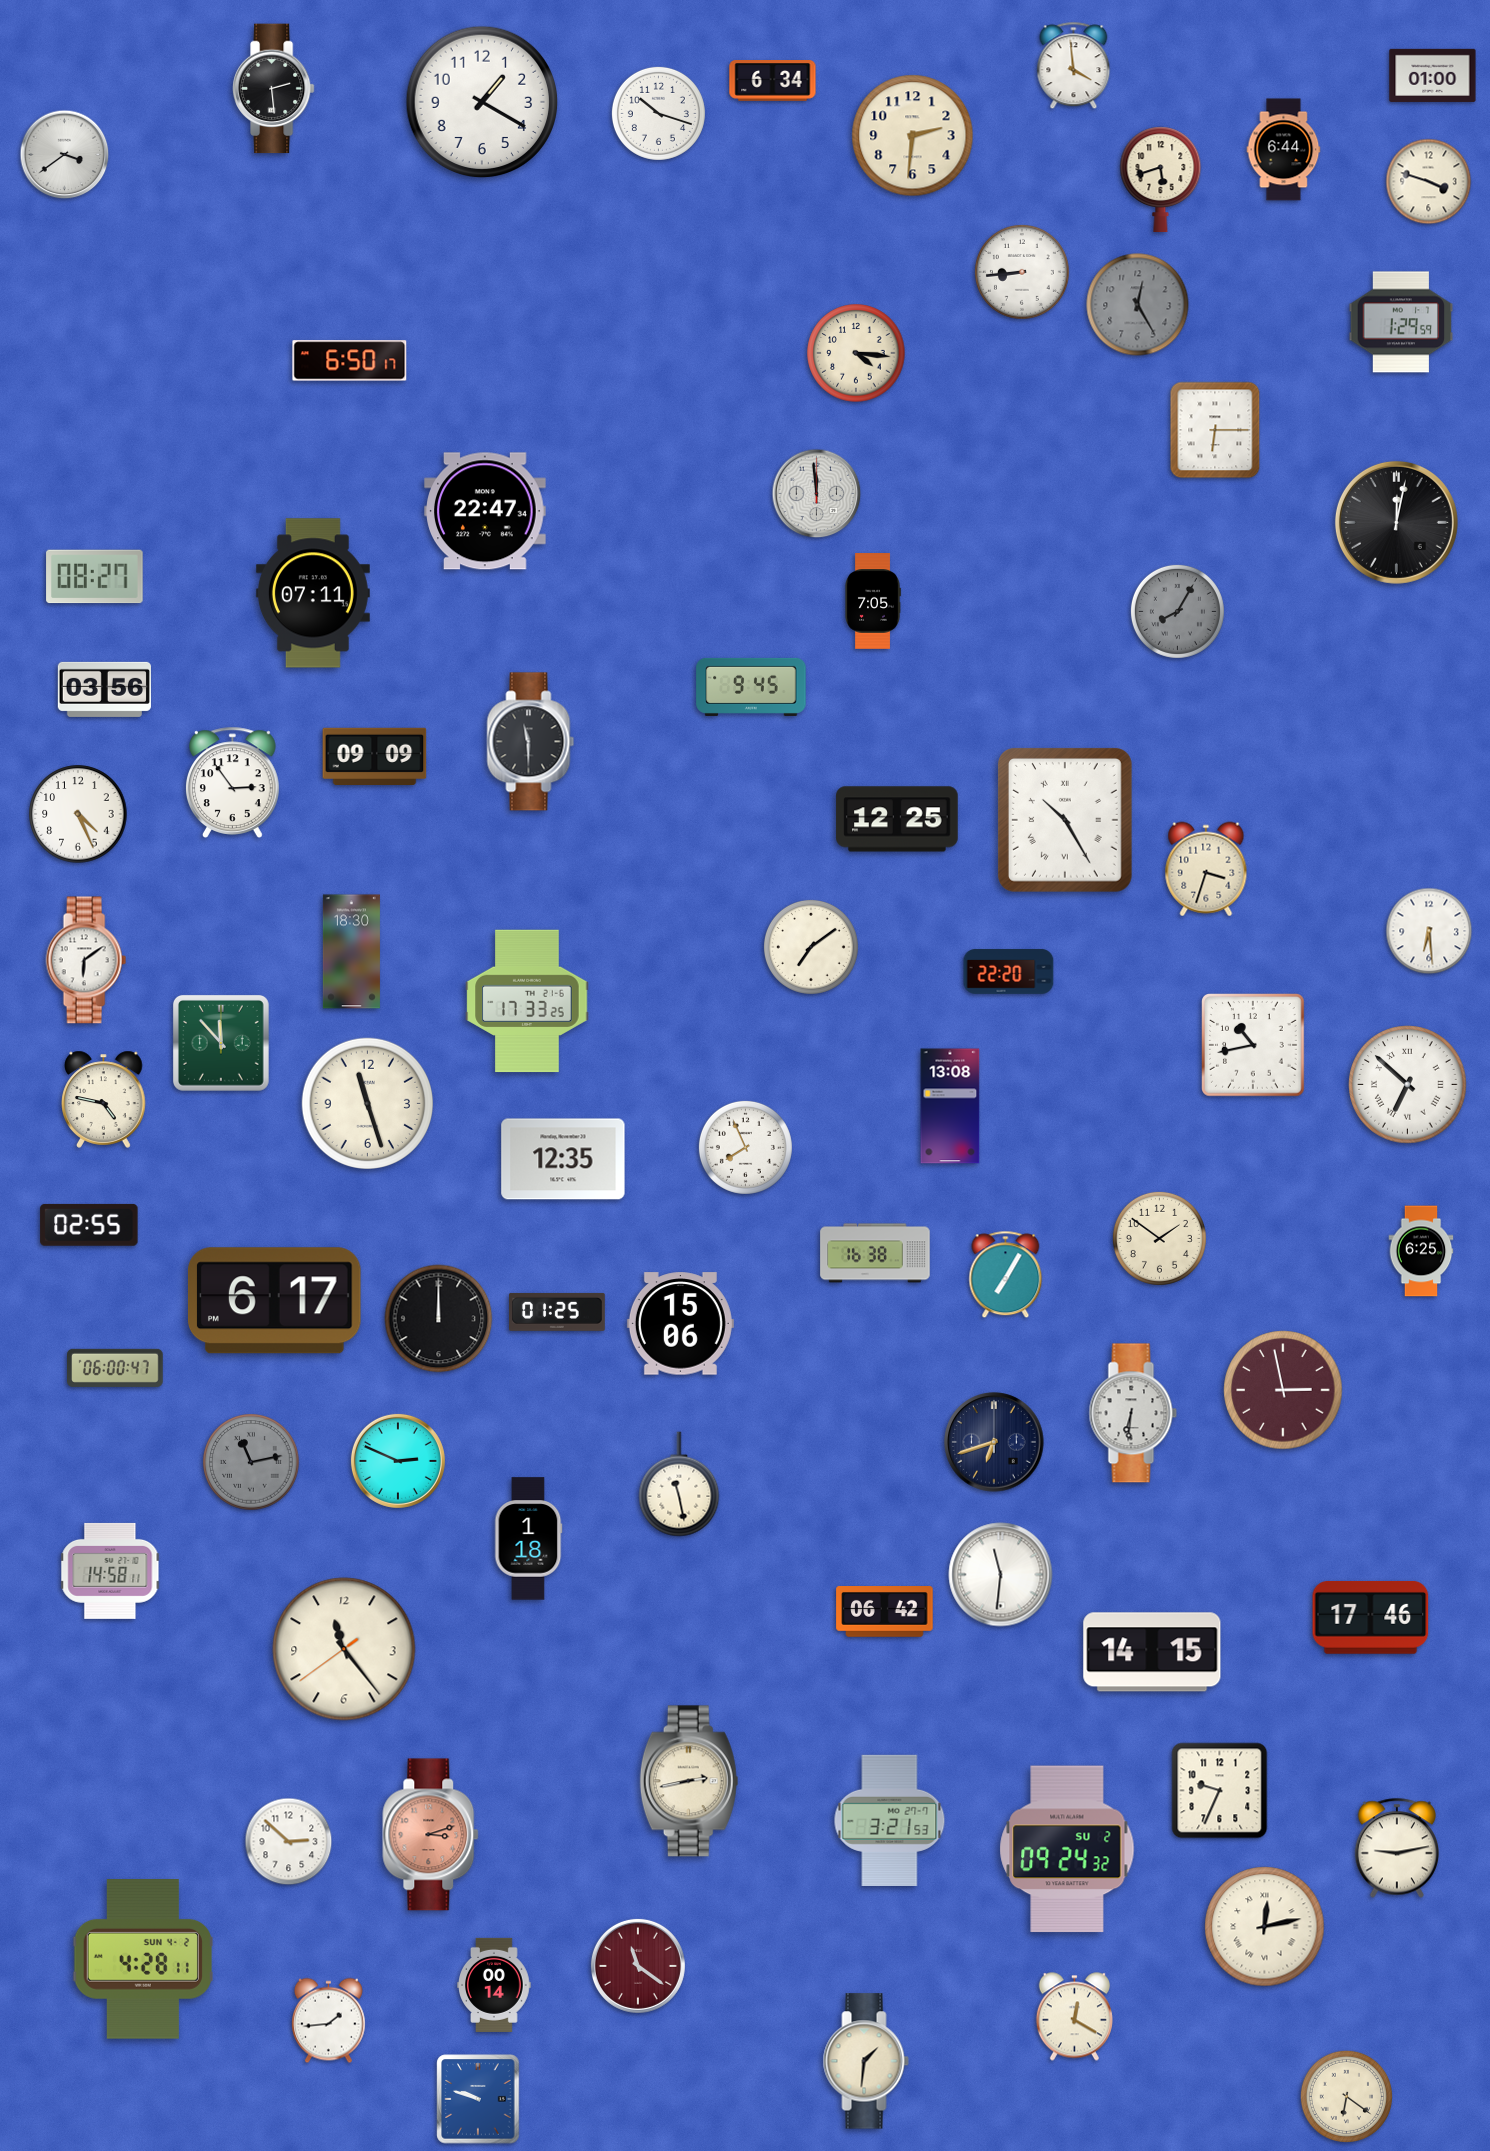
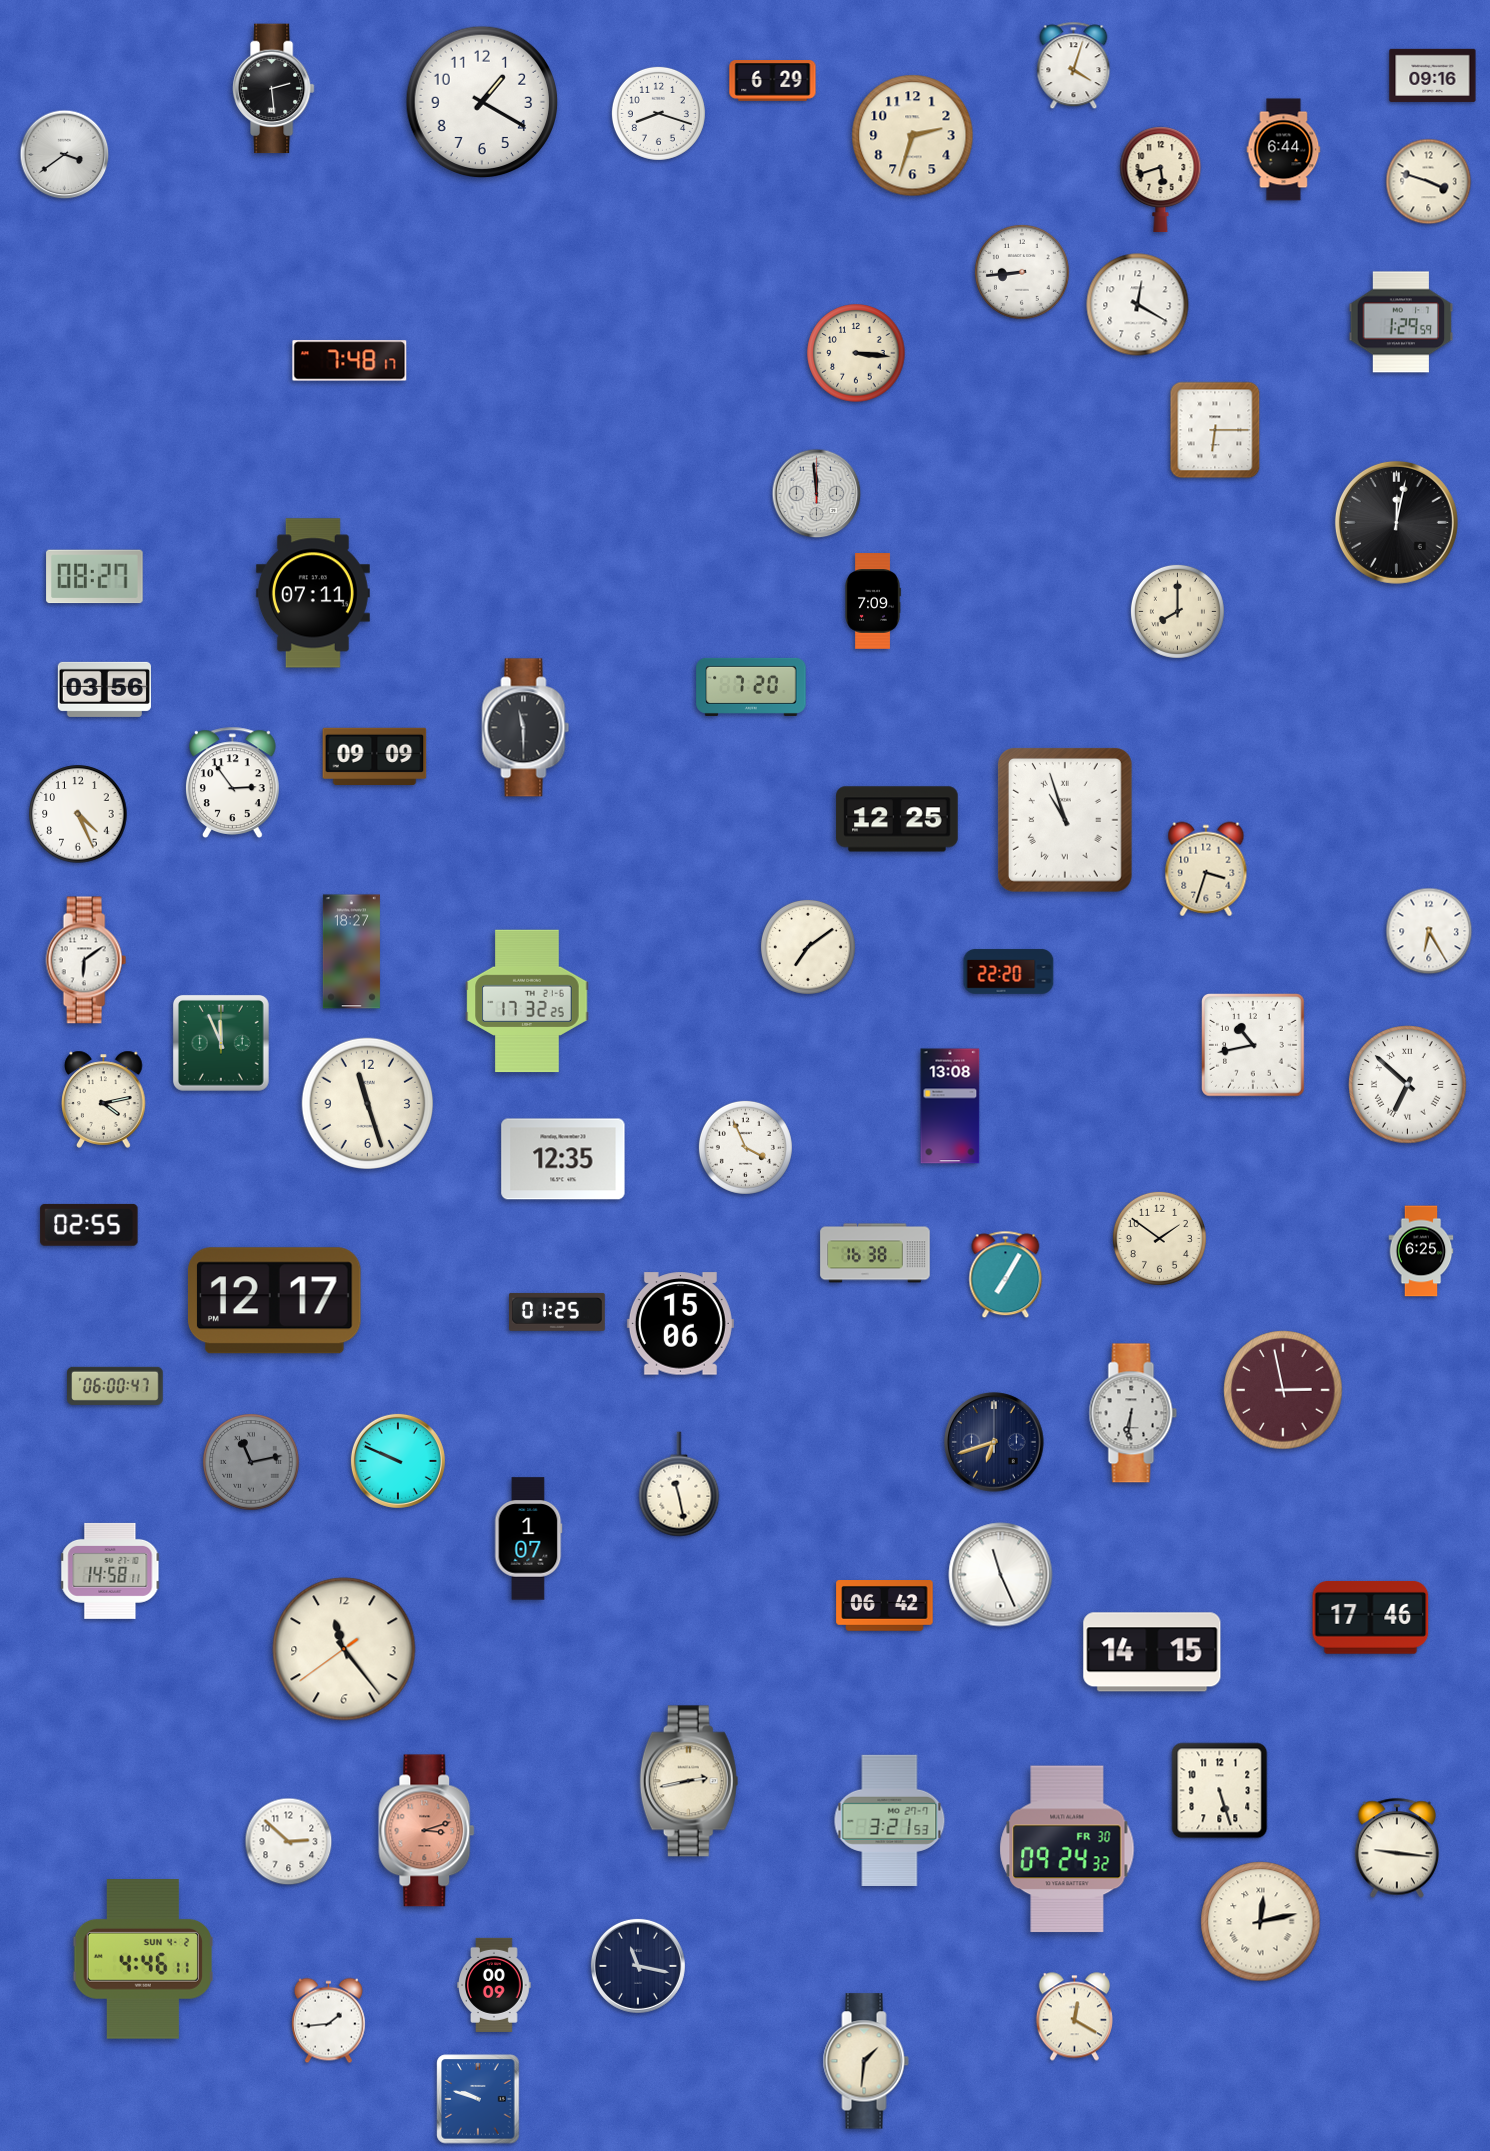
clock at (1074, 66): 3:59 -> 4:03
clock at (1433, 75): 01:00 -> 09:16
clock at (773, 81): 6:34 -> 6:29
clock at (658, 113): 10:18 -> 8:18
clock at (913, 136): 2:31 -> 2:33
clock at (1138, 305): 12:25 -> 12:20
clock at (1138, 305) dial: grey -> white
clock at (856, 353): 4:16 -> 3:16
clock at (350, 361): 6:50 -> 7:48
clock at (485, 511): 22:47 -> none
clock at (873, 601): 7:05 -> 7:09
clock at (1177, 611): 8:05 -> 8:00
clock at (1177, 611) dial: grey -> cream
clock at (751, 687): 9:45 -> 7:20
clock at (531, 742) position: (531, 742) -> (526, 728)
clock at (1065, 820): 10:25 -> 10:57
clock at (1429, 931): 6:29 -> 6:25
clock at (811, 947) position: (811, 947) -> (808, 947)
clock at (351, 952): 18:30 -> 18:27
clock at (527, 1001): 17:33 -> 17:32
clock at (221, 1043): 11:53 -> 11:56
clock at (104, 1099): 4:47 -> 4:13
clock at (745, 1147): 7:56 -> 3:56
clock at (274, 1301): 6:17 -> 12:17
clock at (439, 1319): 12:00 -> none
clock at (116, 1368) position: (116, 1368) -> (116, 1386)
clock at (398, 1461): 2:49 -> 9:49
clock at (528, 1539): 1:18 -> 1:07
clock at (1001, 1575): 11:31 -> 11:26
clock at (885, 1612) position: (885, 1612) -> (885, 1606)
clock at (1220, 1791): 9:34 -> 5:27
clock at (431, 1835) position: (431, 1835) -> (427, 1831)
clock at (1396, 1848): 9:13 -> 9:16
clock at (1067, 1849) date: SU 2 -> FR 30
clock at (1265, 1927) position: (1265, 1927) -> (1261, 1922)
clock at (143, 1959): 4:28 -> 4:46
clock at (638, 1966): 11:21 -> 11:17
clock at (638, 1966) dial: burgundy -> navy
clock at (494, 1985): 00:14 -> 00:09
clock at (1346, 2096): 6:21 -> none
